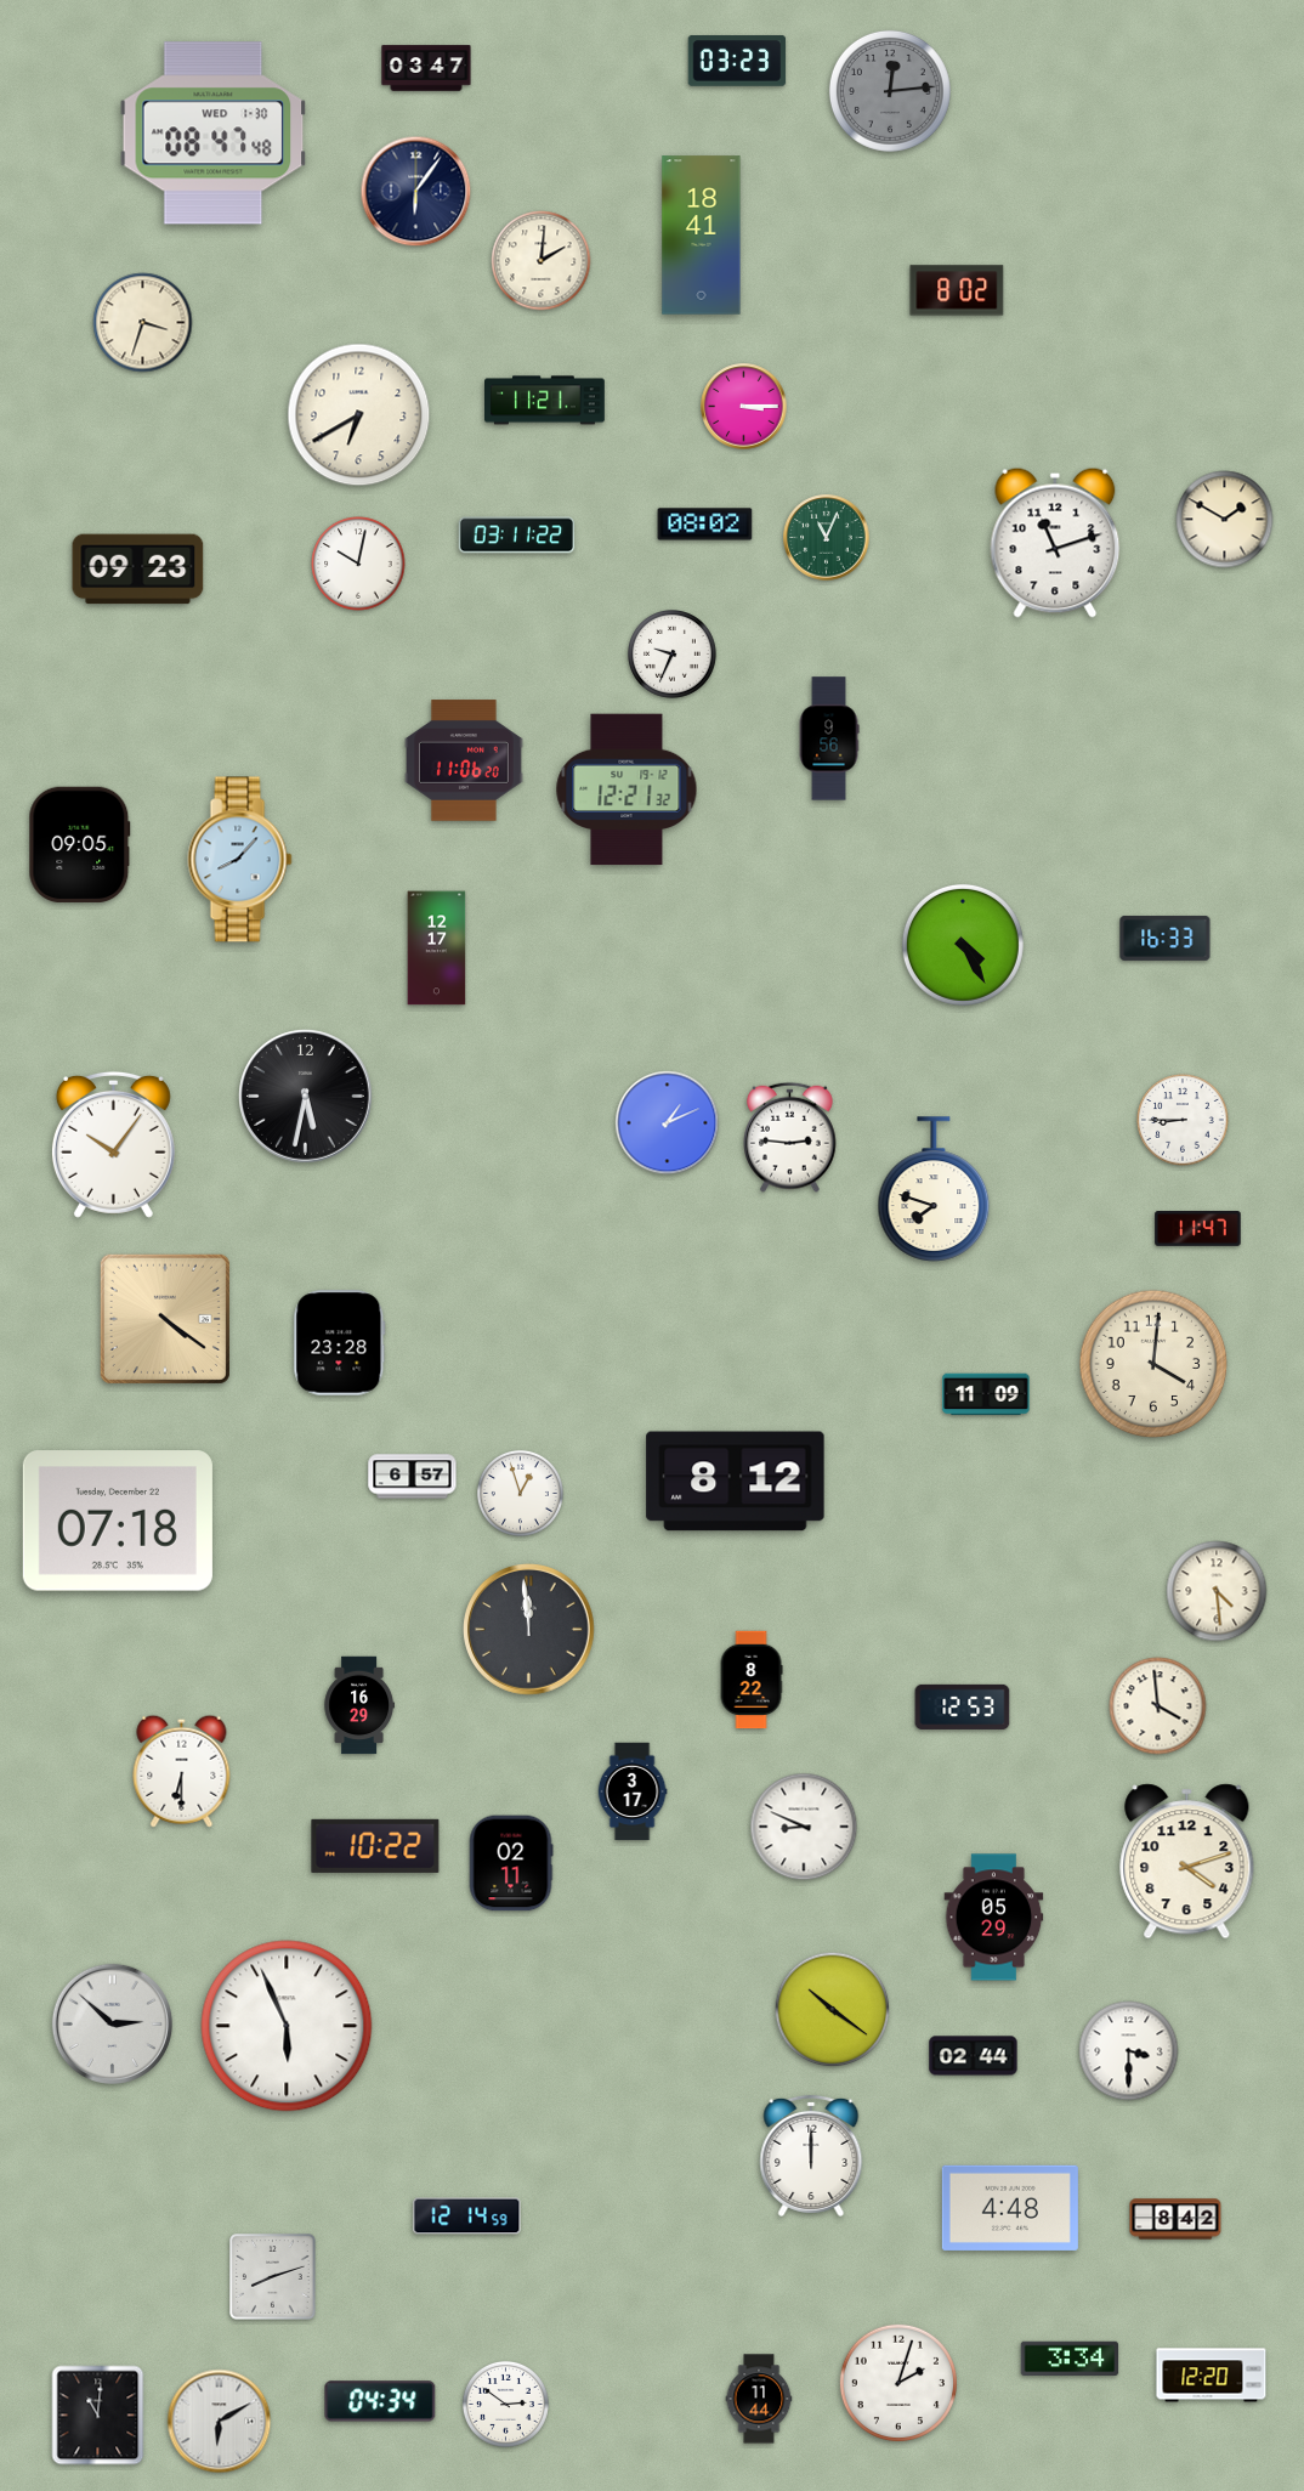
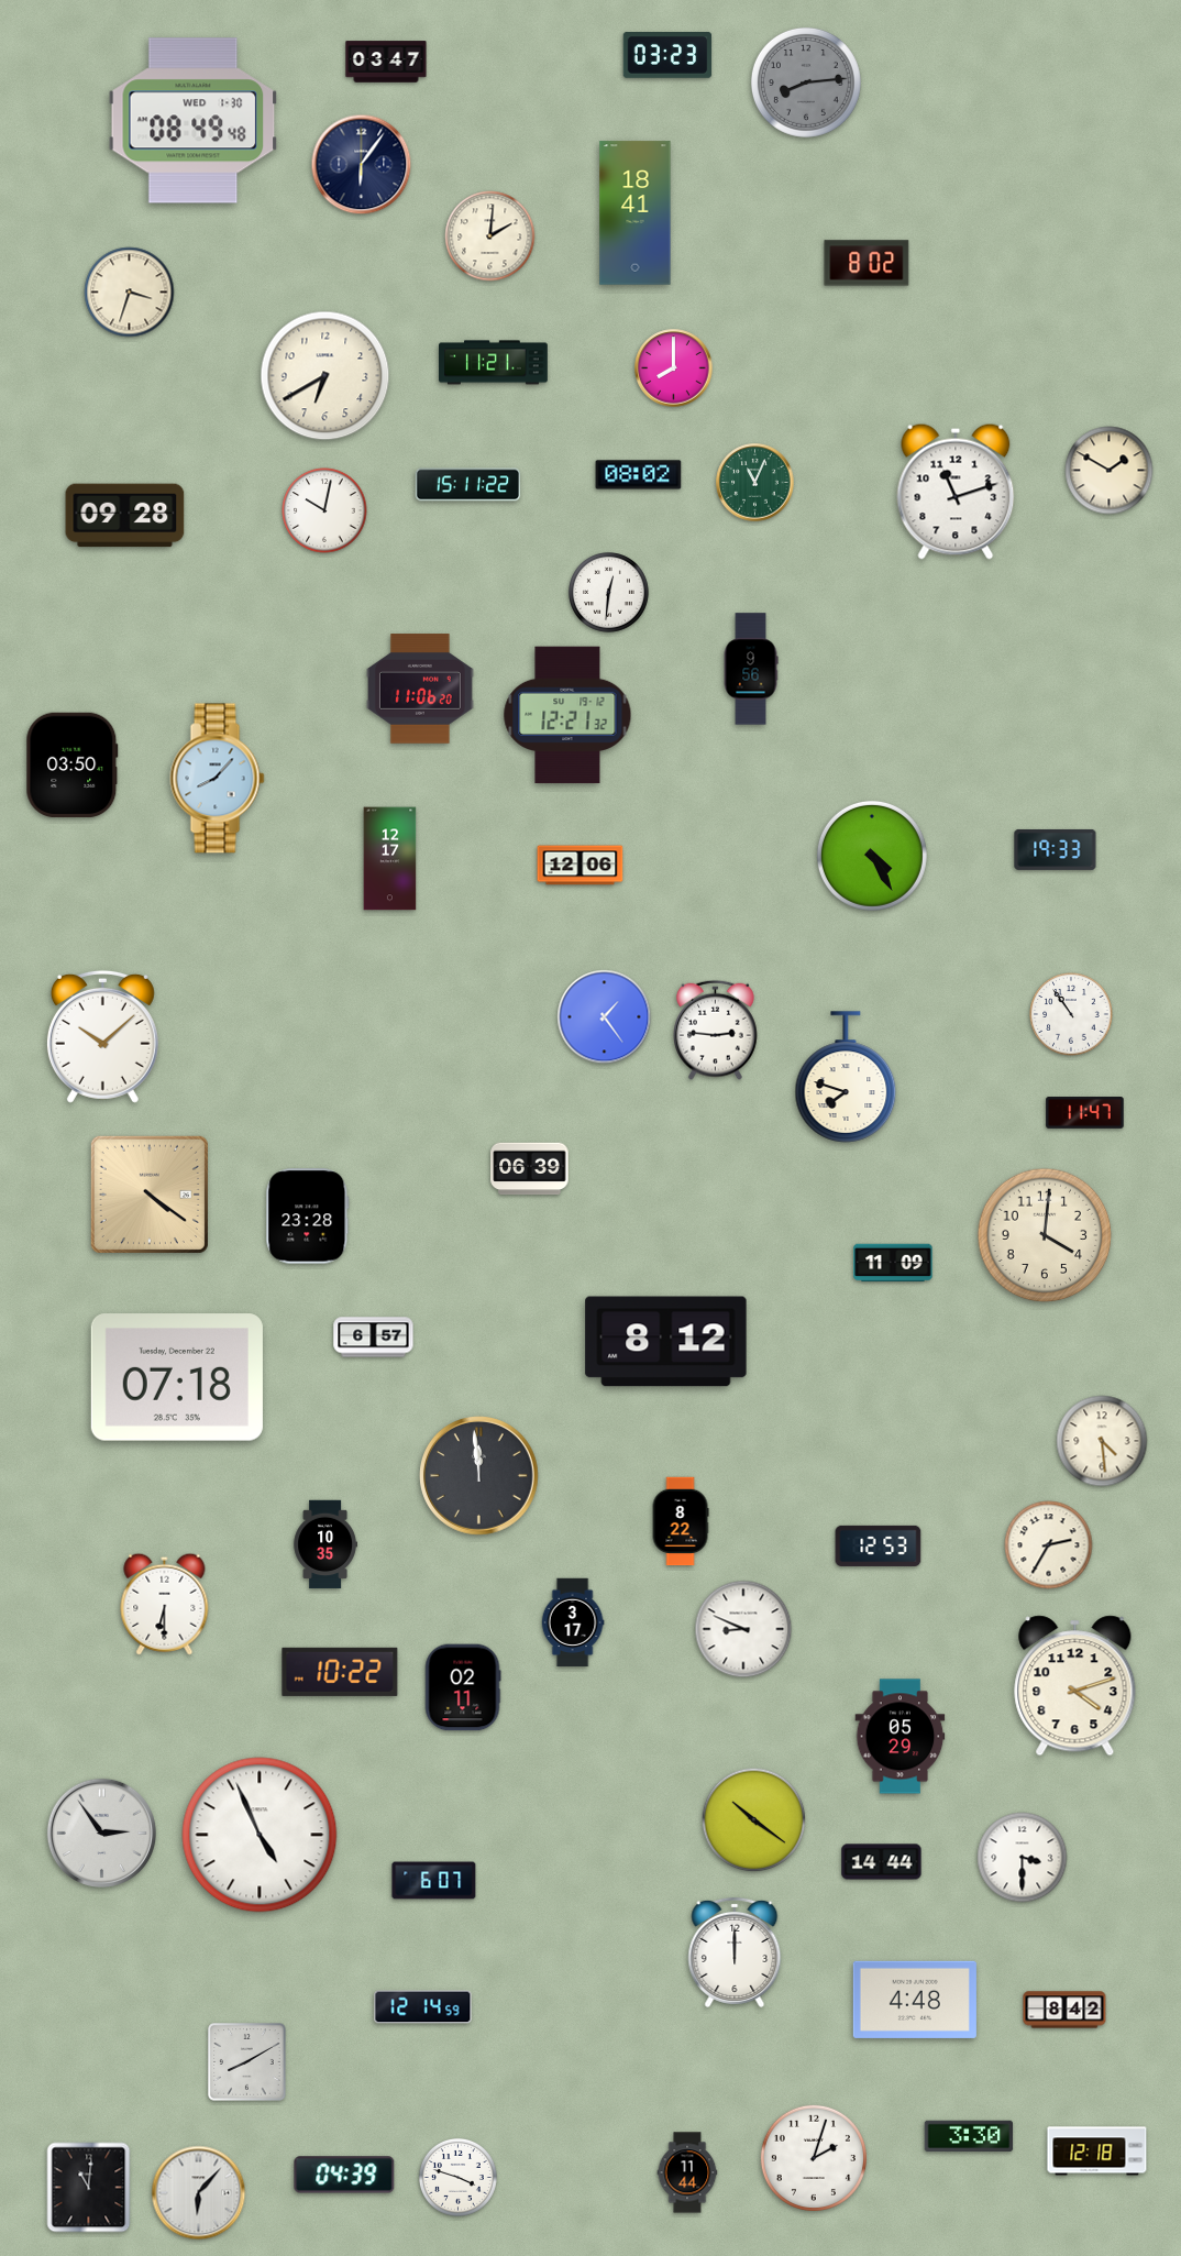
clock at (890, 91): 12:14 -> 8:14
clock at (214, 134): 08:47 -> 08:49
clock at (416, 192) position: (416, 192) -> (362, 165)
clock at (744, 407): 3:15 -> 8:00
clock at (517, 536): 03:11 -> 15:11
clock at (827, 538) position: (827, 538) -> (755, 483)
clock at (138, 570): 09:23 -> 09:28
clock at (673, 655): 9:34 -> 12:31
clock at (80, 845): 09:05 -> 03:50
clock at (1166, 938): 16:33 -> 19:33
clock at (437, 949) position: (437, 949) -> (390, 859)
clock at (581, 866): none -> 12:06
clock at (306, 1097): 5:32 -> none
clock at (1183, 1120): 8:45 -> 10:54
clock at (668, 1123): 1:11 -> 1:24
clock at (113, 1144): 10:06 -> 10:08
clock at (530, 1169): none -> 06:39
clock at (520, 1493): 12:57 -> none
clock at (118, 1521) position: (118, 1521) -> (177, 1377)
clock at (359, 1705): 16:29 -> 10:35
clock at (963, 1706) position: (963, 1706) -> (879, 1545)
clock at (1158, 1706): 3:59 -> 2:35
clock at (804, 1827) position: (804, 1827) -> (743, 1629)
clock at (112, 2023): 2:52 -> 2:54
clock at (287, 2026): 5:56 -> 4:56
clock at (974, 2056): 02:44 -> 14:44
clock at (434, 1881): none -> 6:07
clock at (273, 2277): 8:12 -> 8:10
clock at (1070, 2359): 3:34 -> 3:30
clock at (1212, 2376): 12:20 -> 12:18
clock at (380, 2401): 04:34 -> 04:39
clock at (505, 2404): 2:51 -> 3:48
clock at (220, 2422): 6:10 -> 6:07
